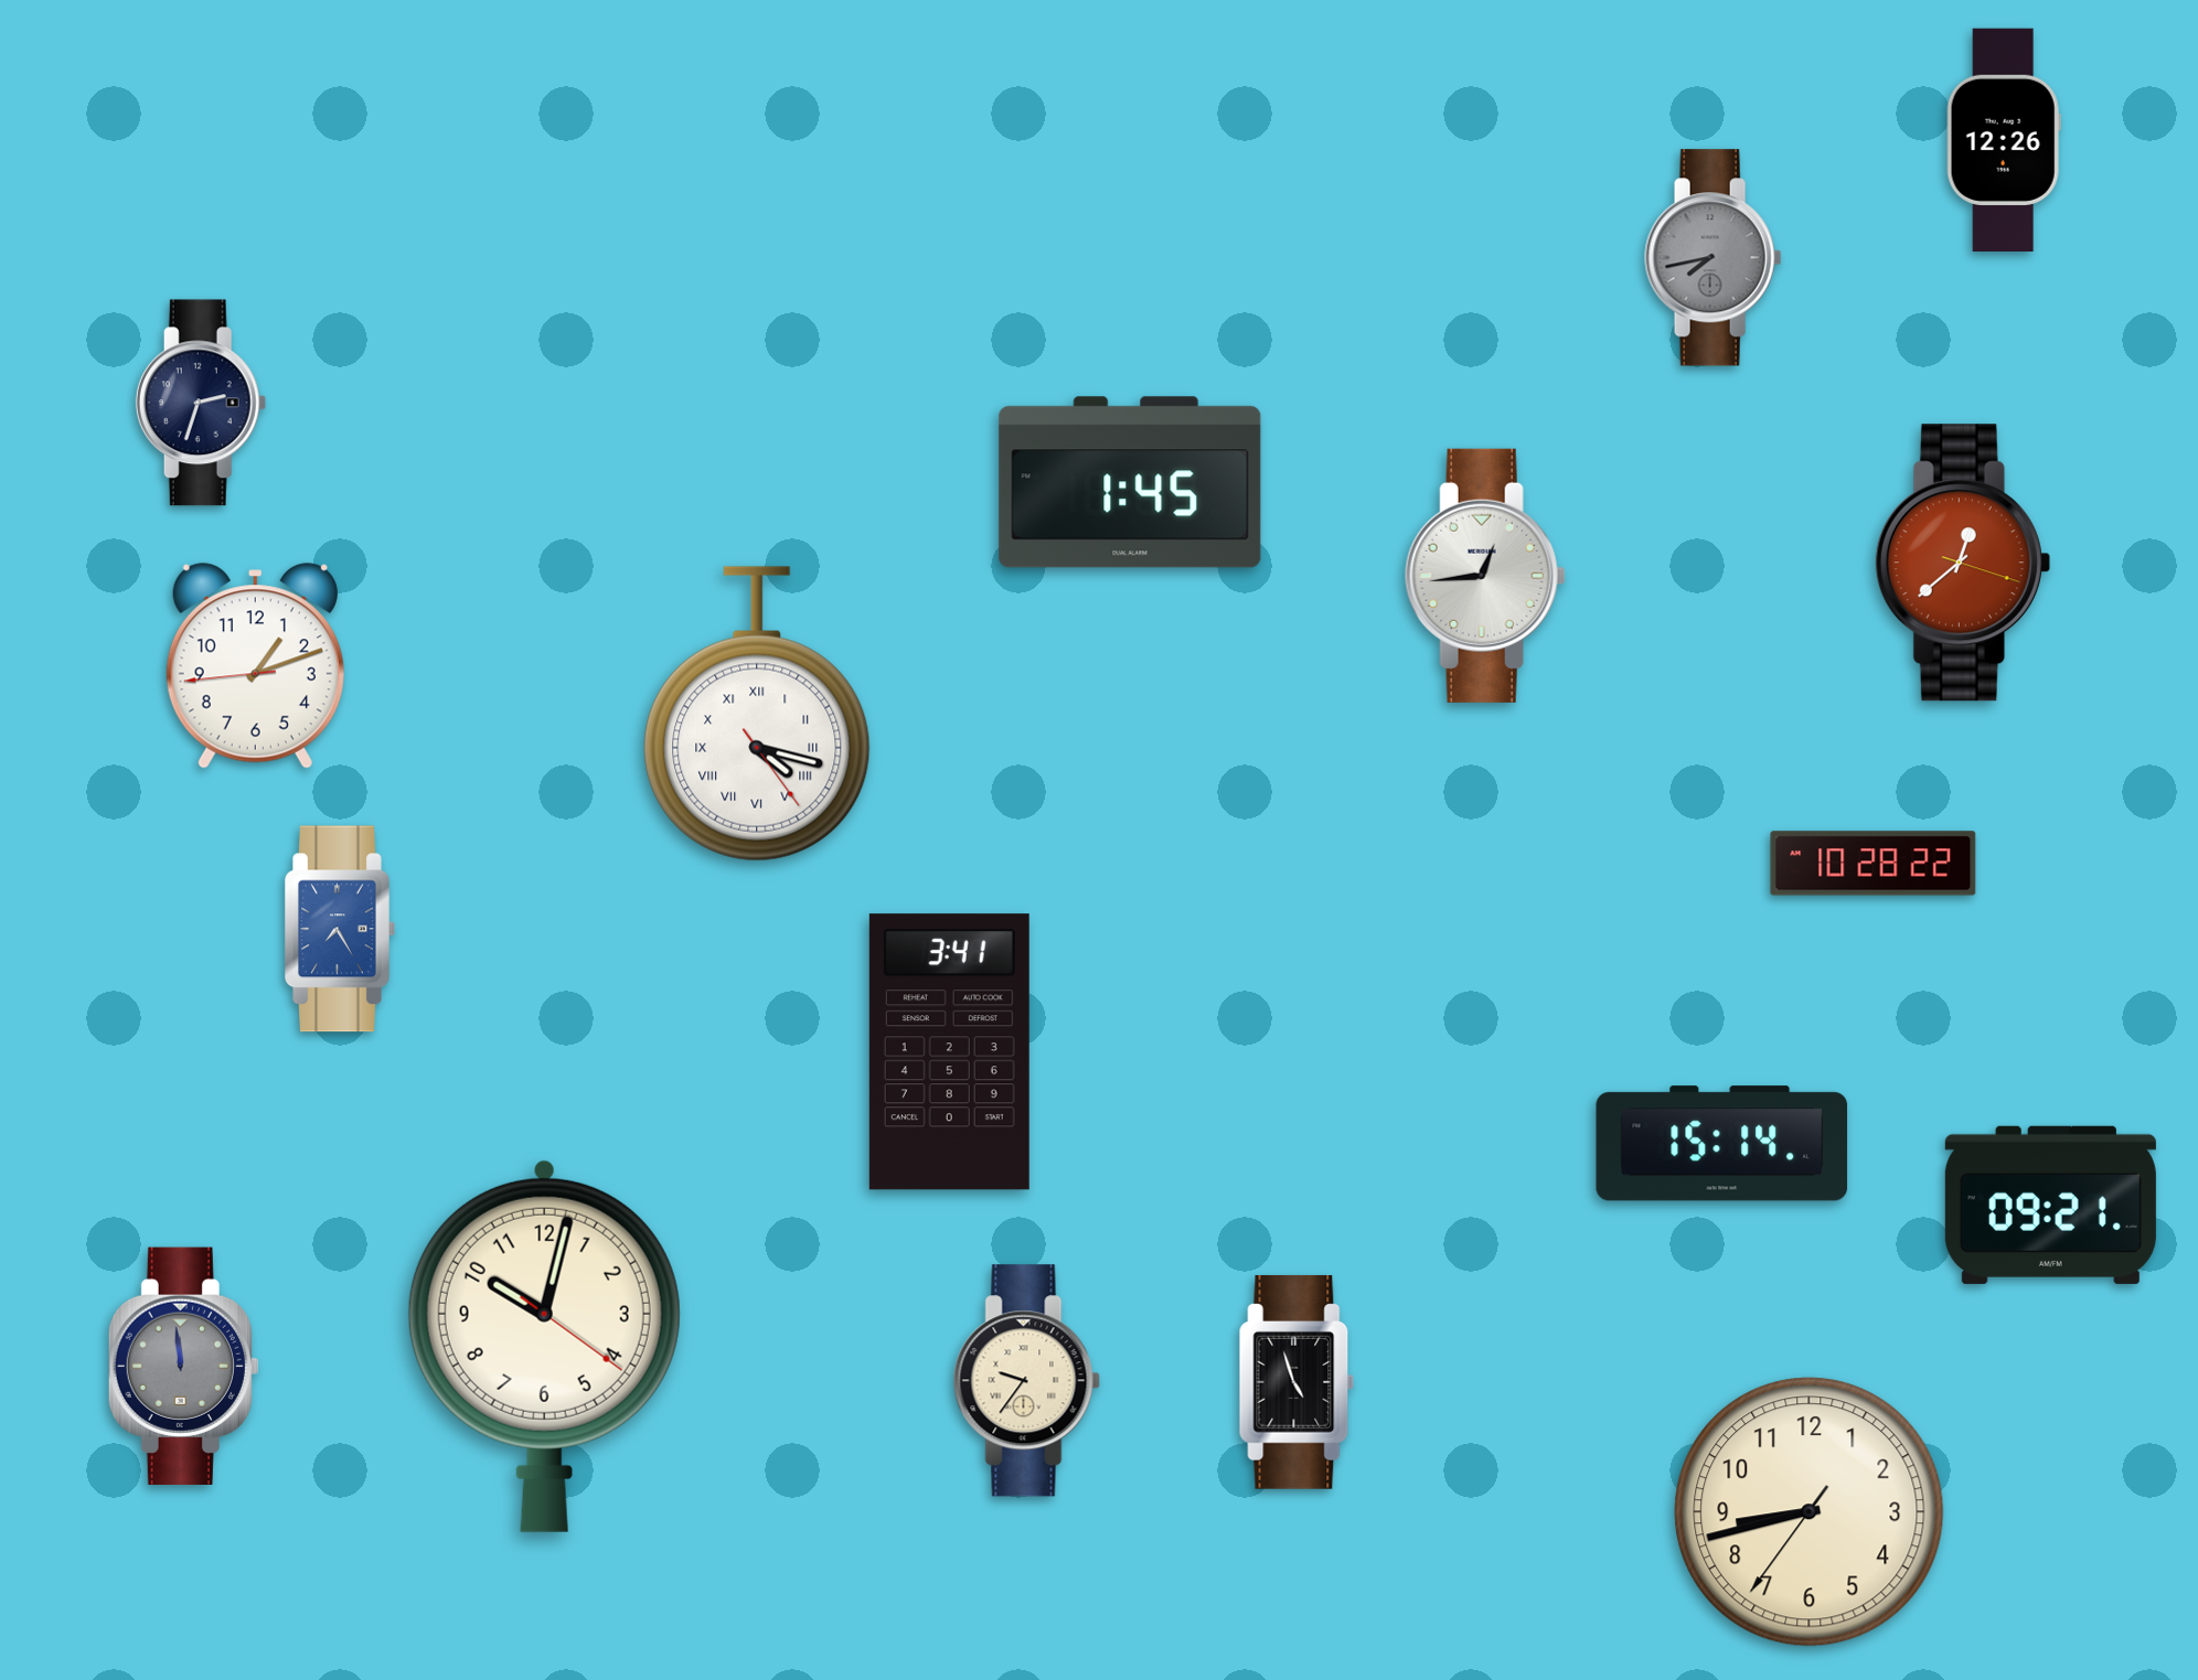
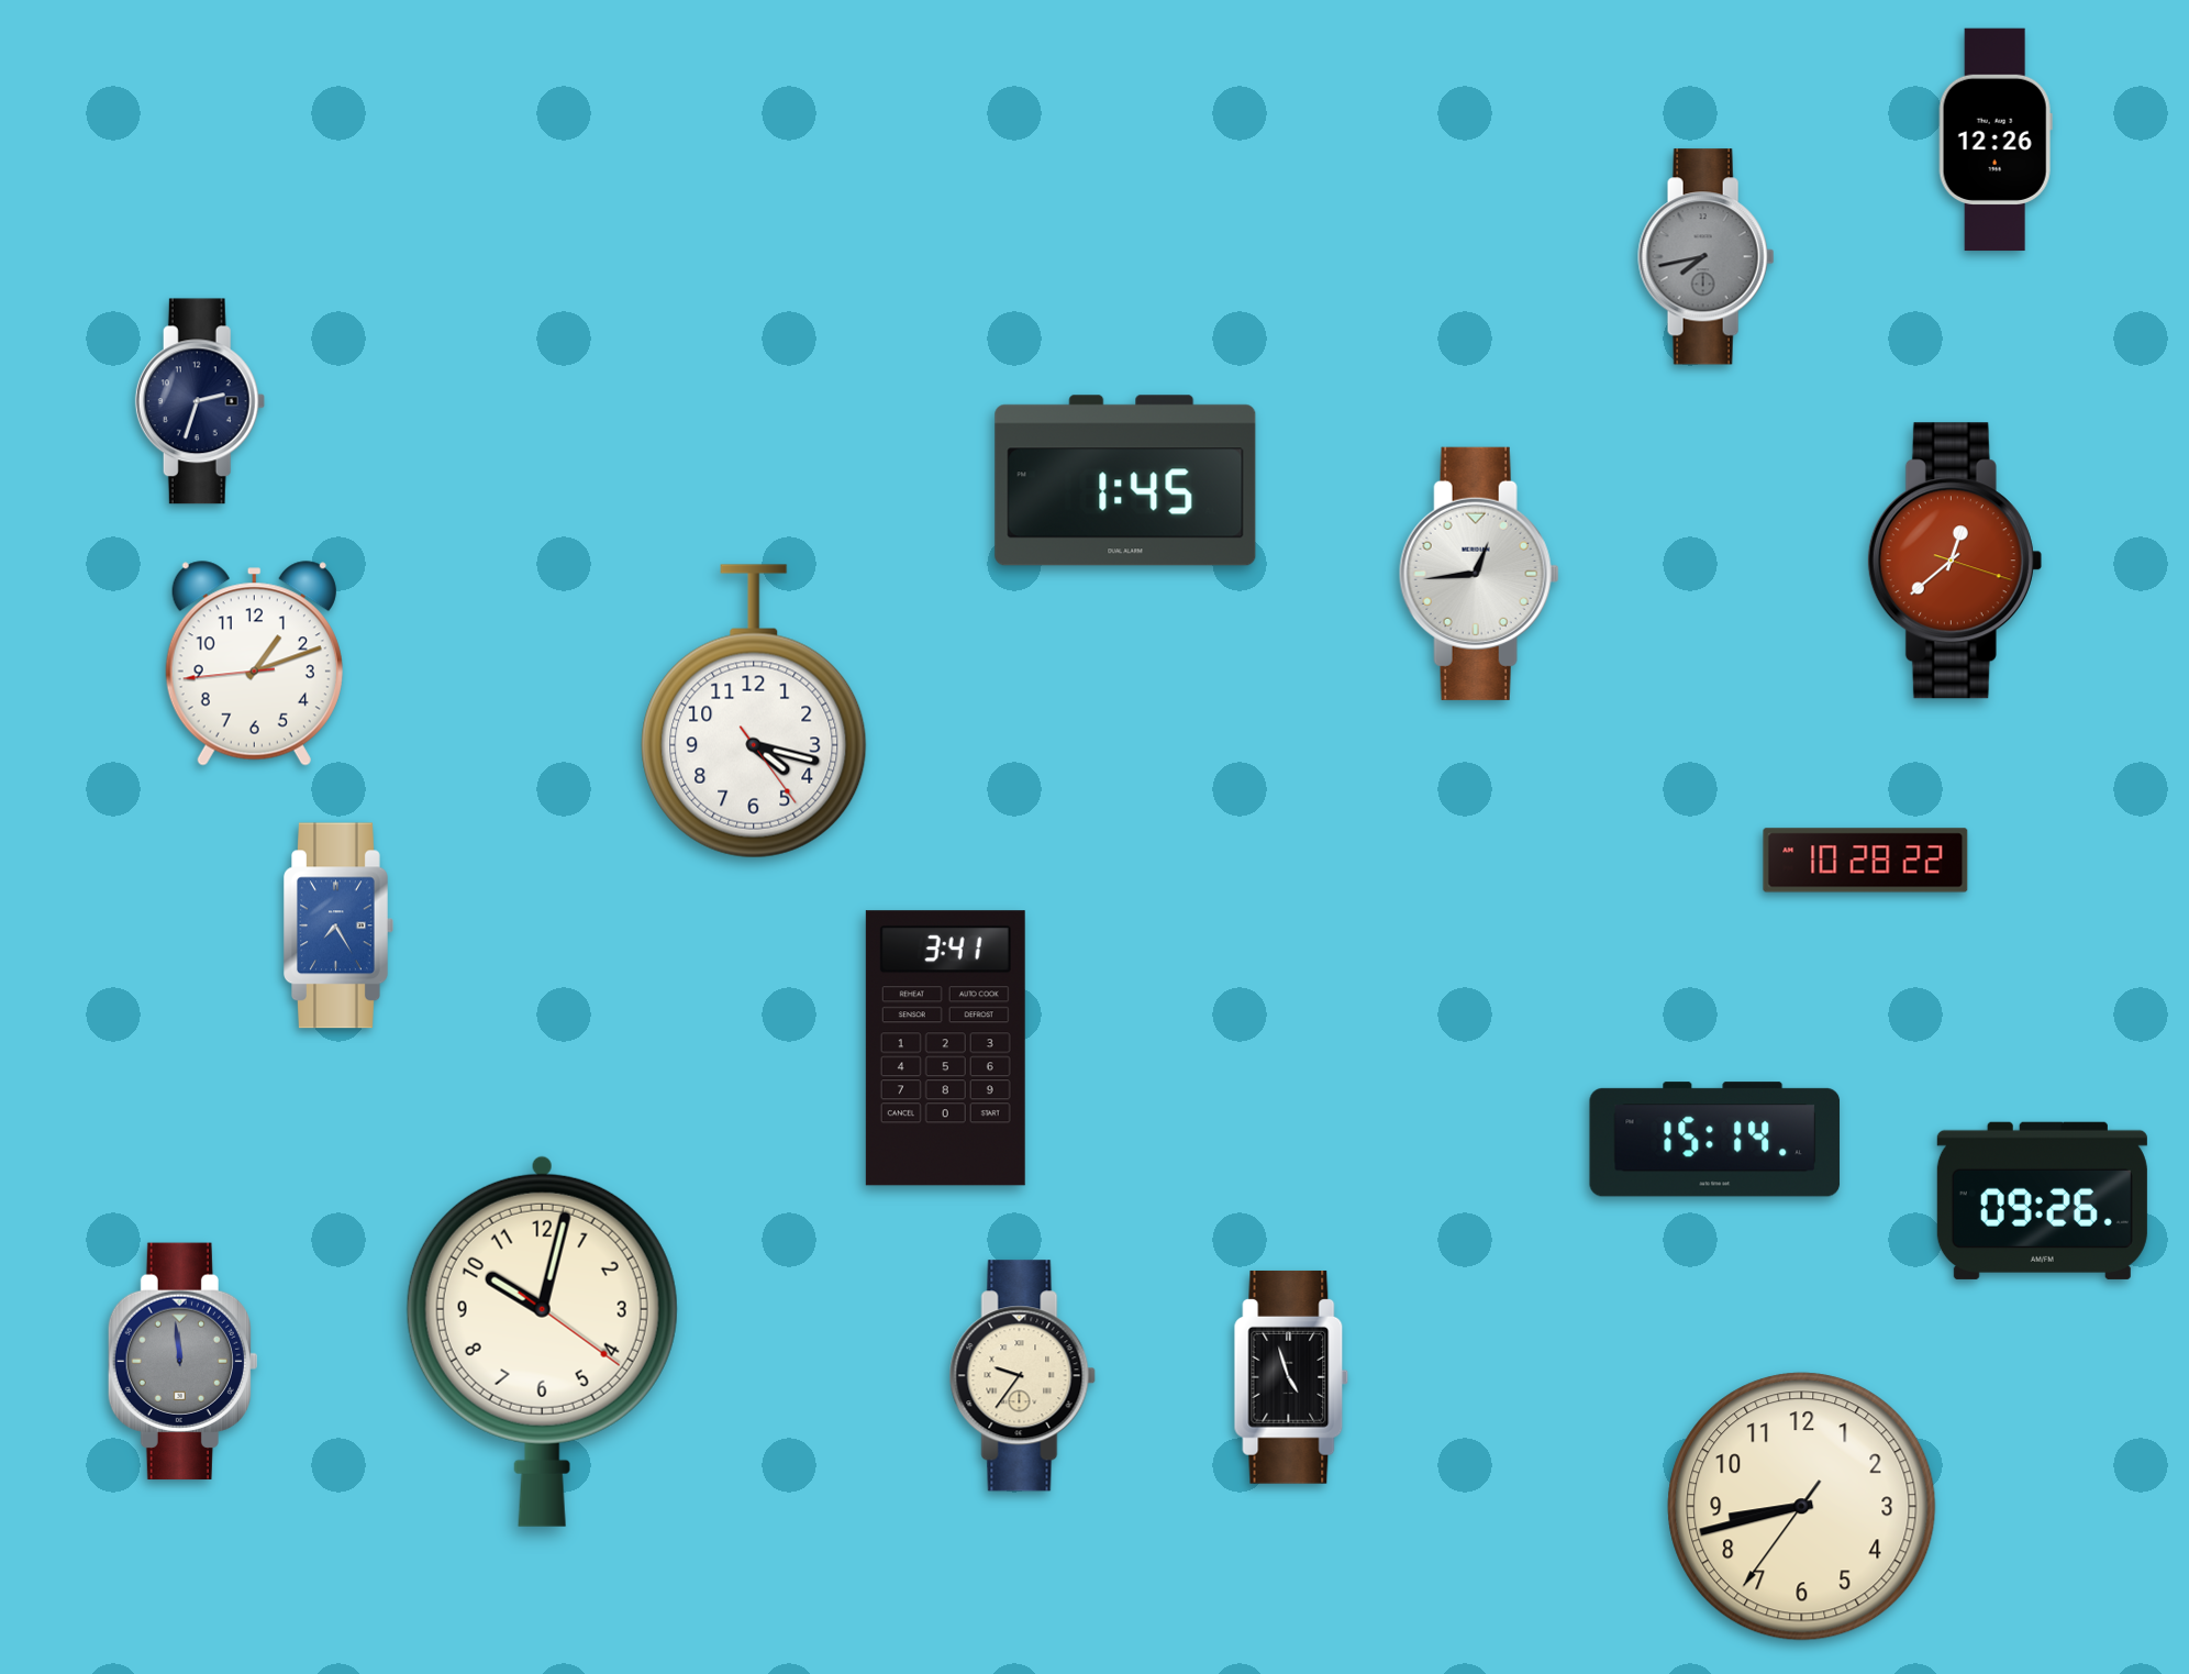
clock at (757, 714) numerals: Roman -> Arabic
clock at (2050, 1205): 09:21 -> 09:26
